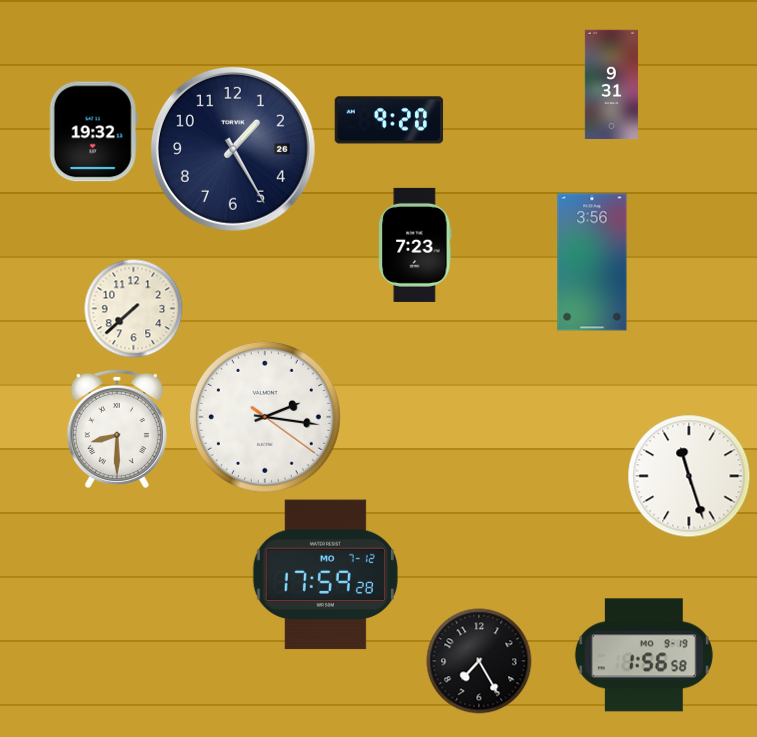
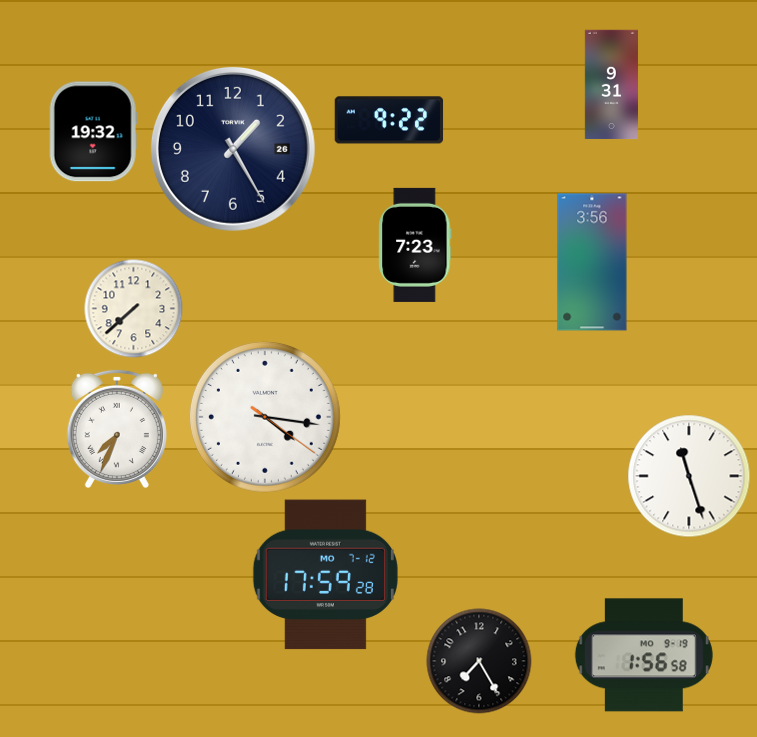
clock at (389, 120): 9:20 -> 9:22
clock at (265, 417): 2:16 -> 4:16
clock at (117, 429): 8:30 -> 7:34
